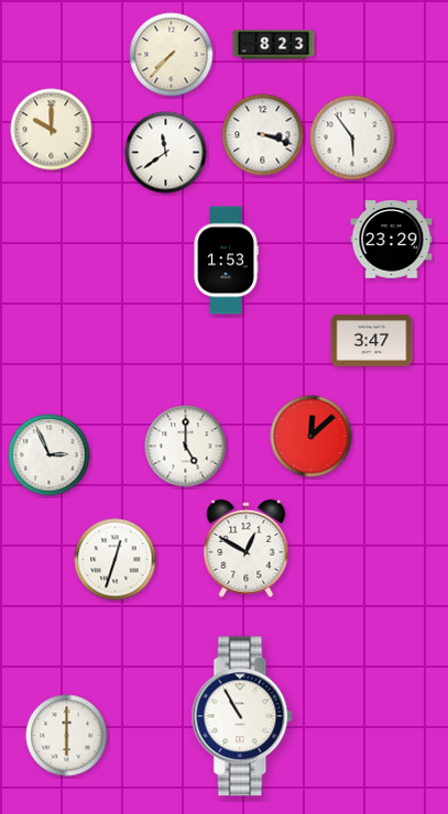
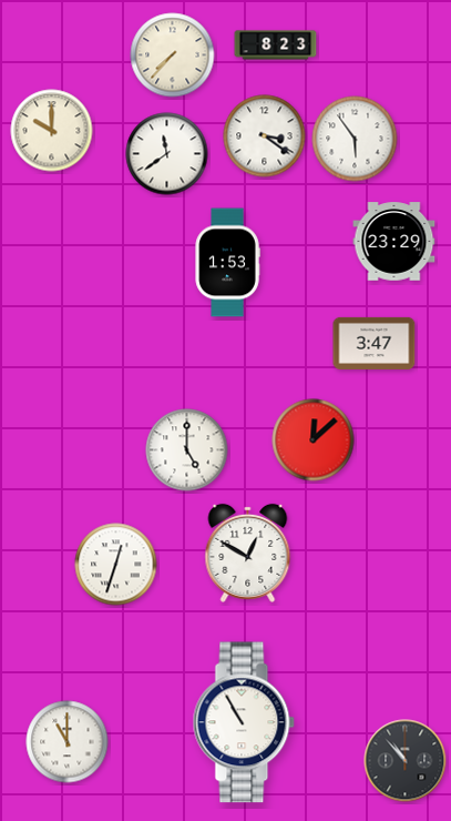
clock at (263, 135): 3:18 -> 3:21
clock at (50, 455): 2:56 -> none
clock at (67, 736): 6:00 -> 11:00
clock at (406, 761): none -> 10:53
